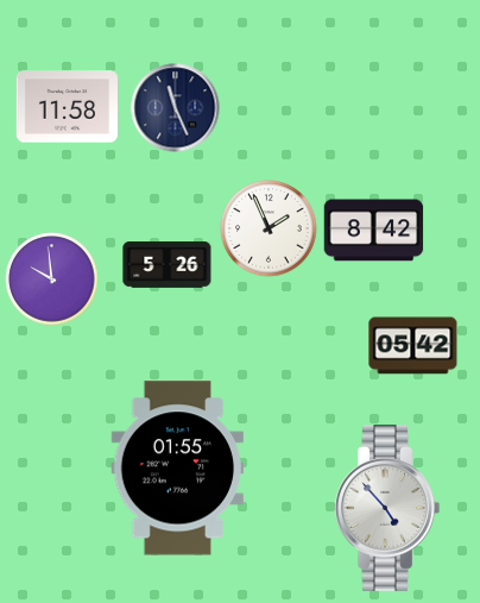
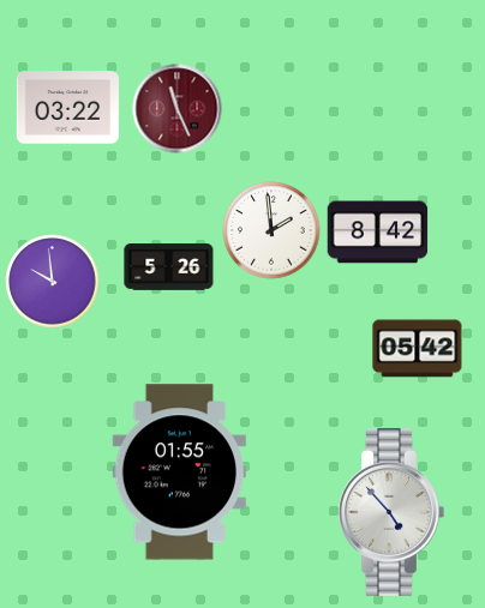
clock at (67, 107): 11:58 -> 03:22
clock at (176, 108) dial: navy -> burgundy
clock at (269, 228): 1:56 -> 1:59
